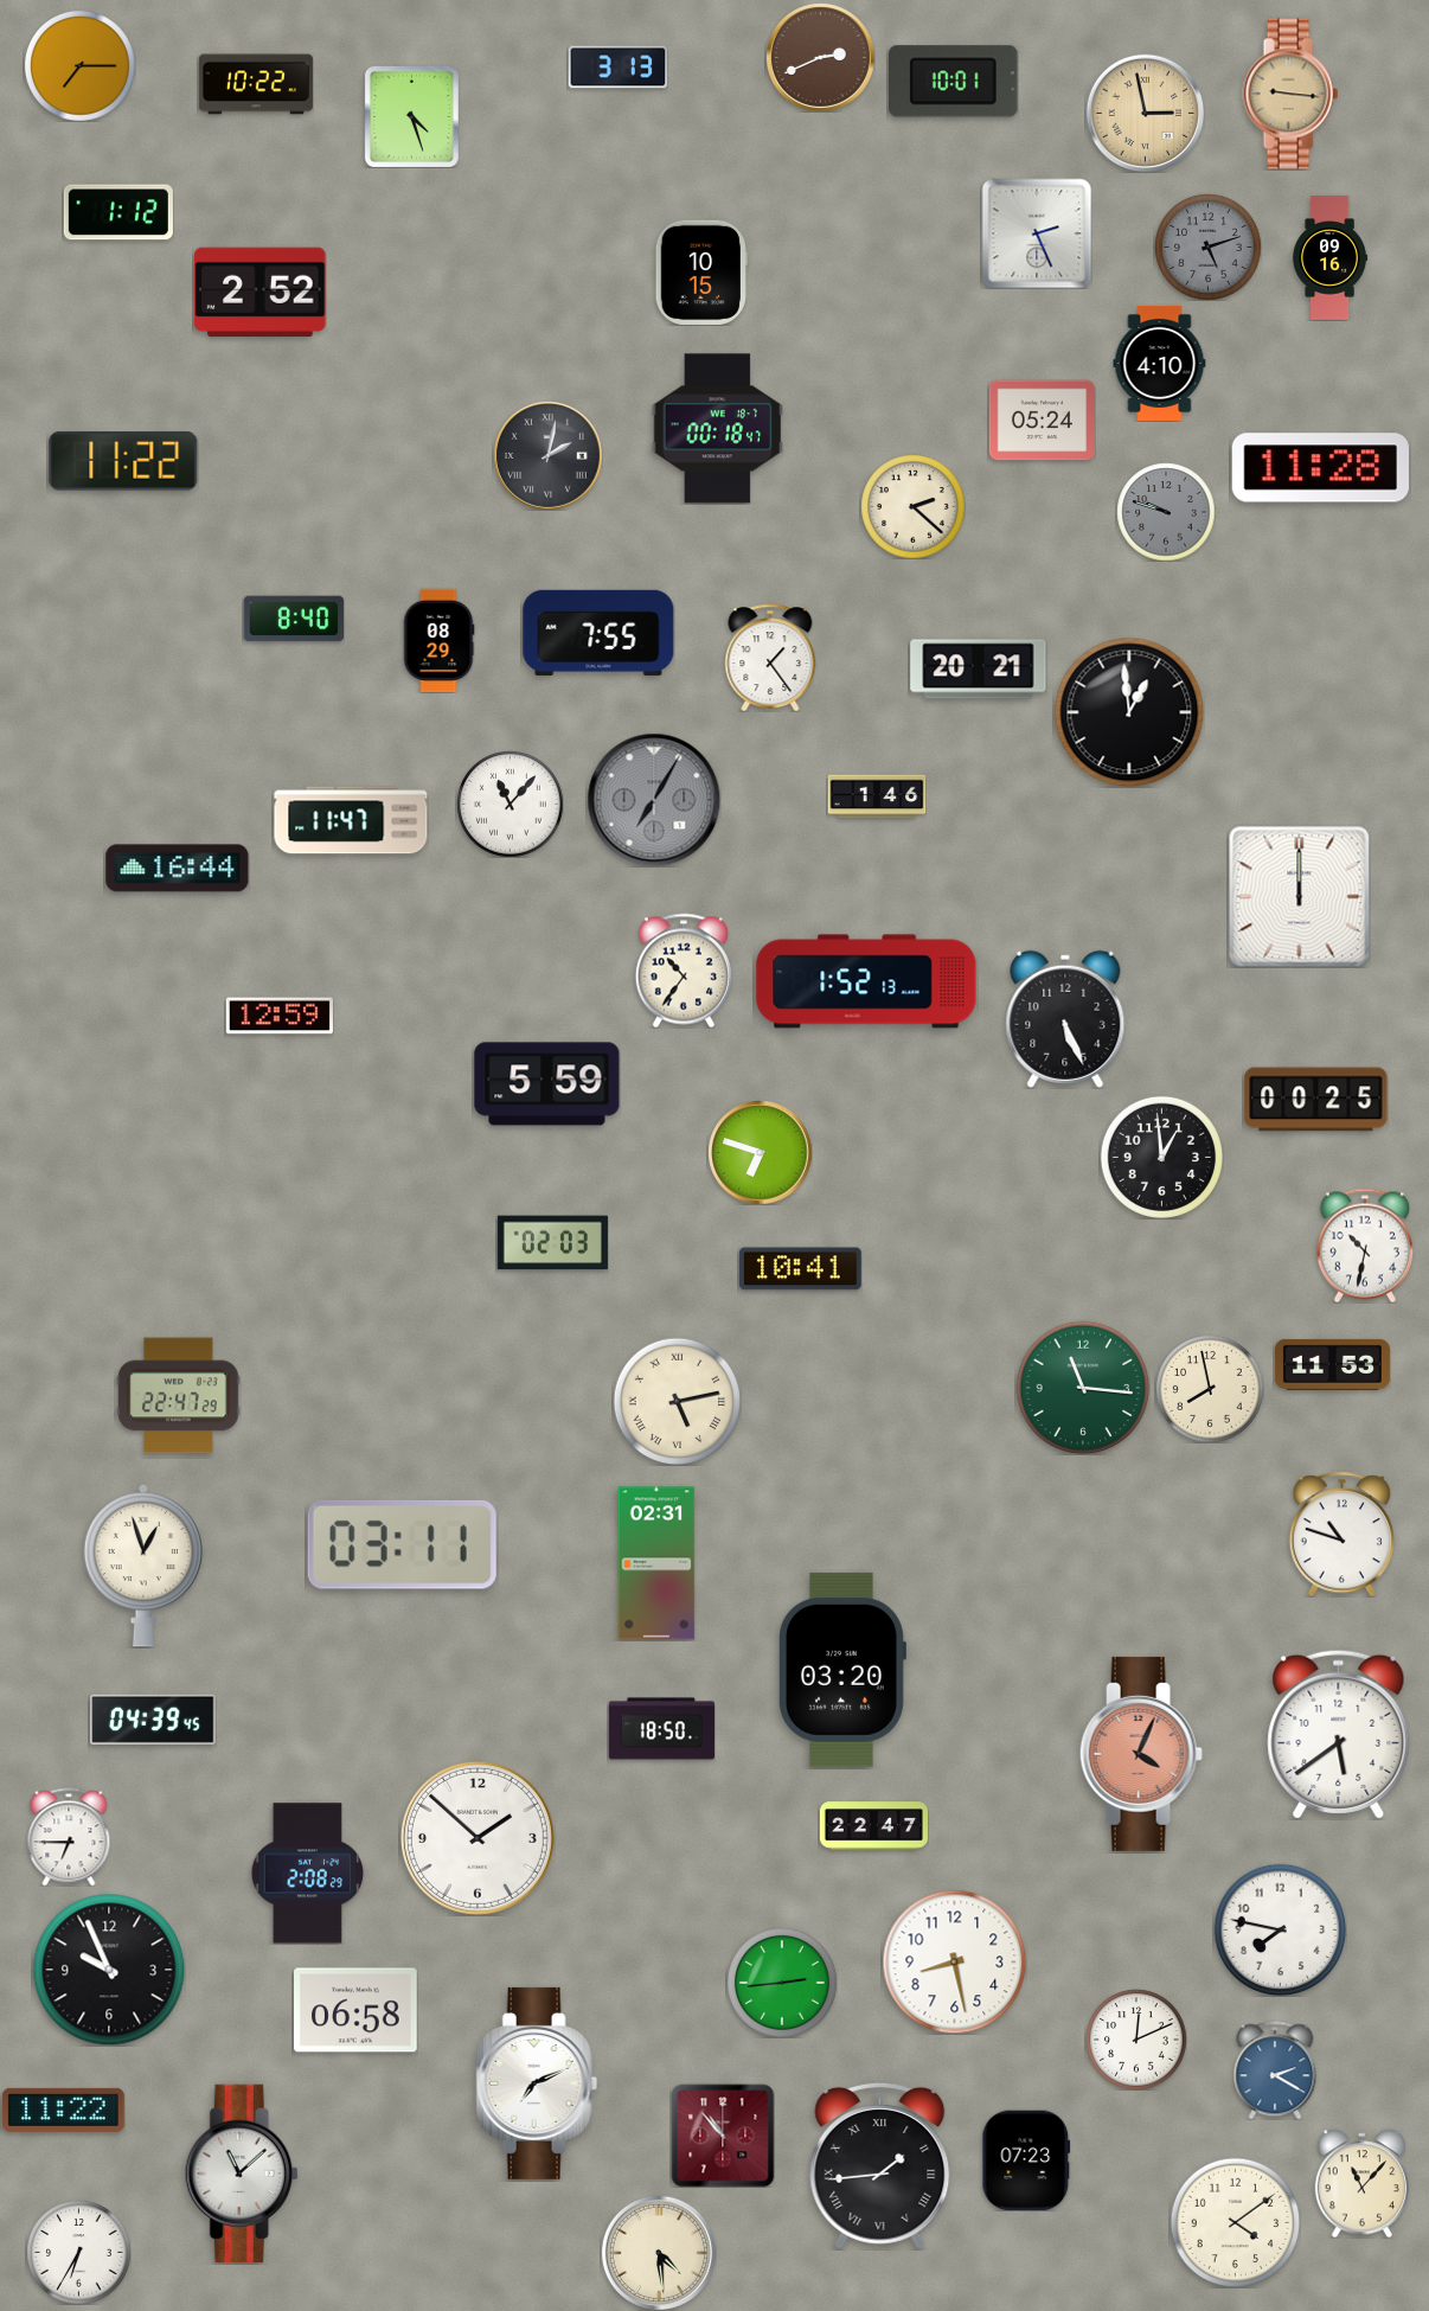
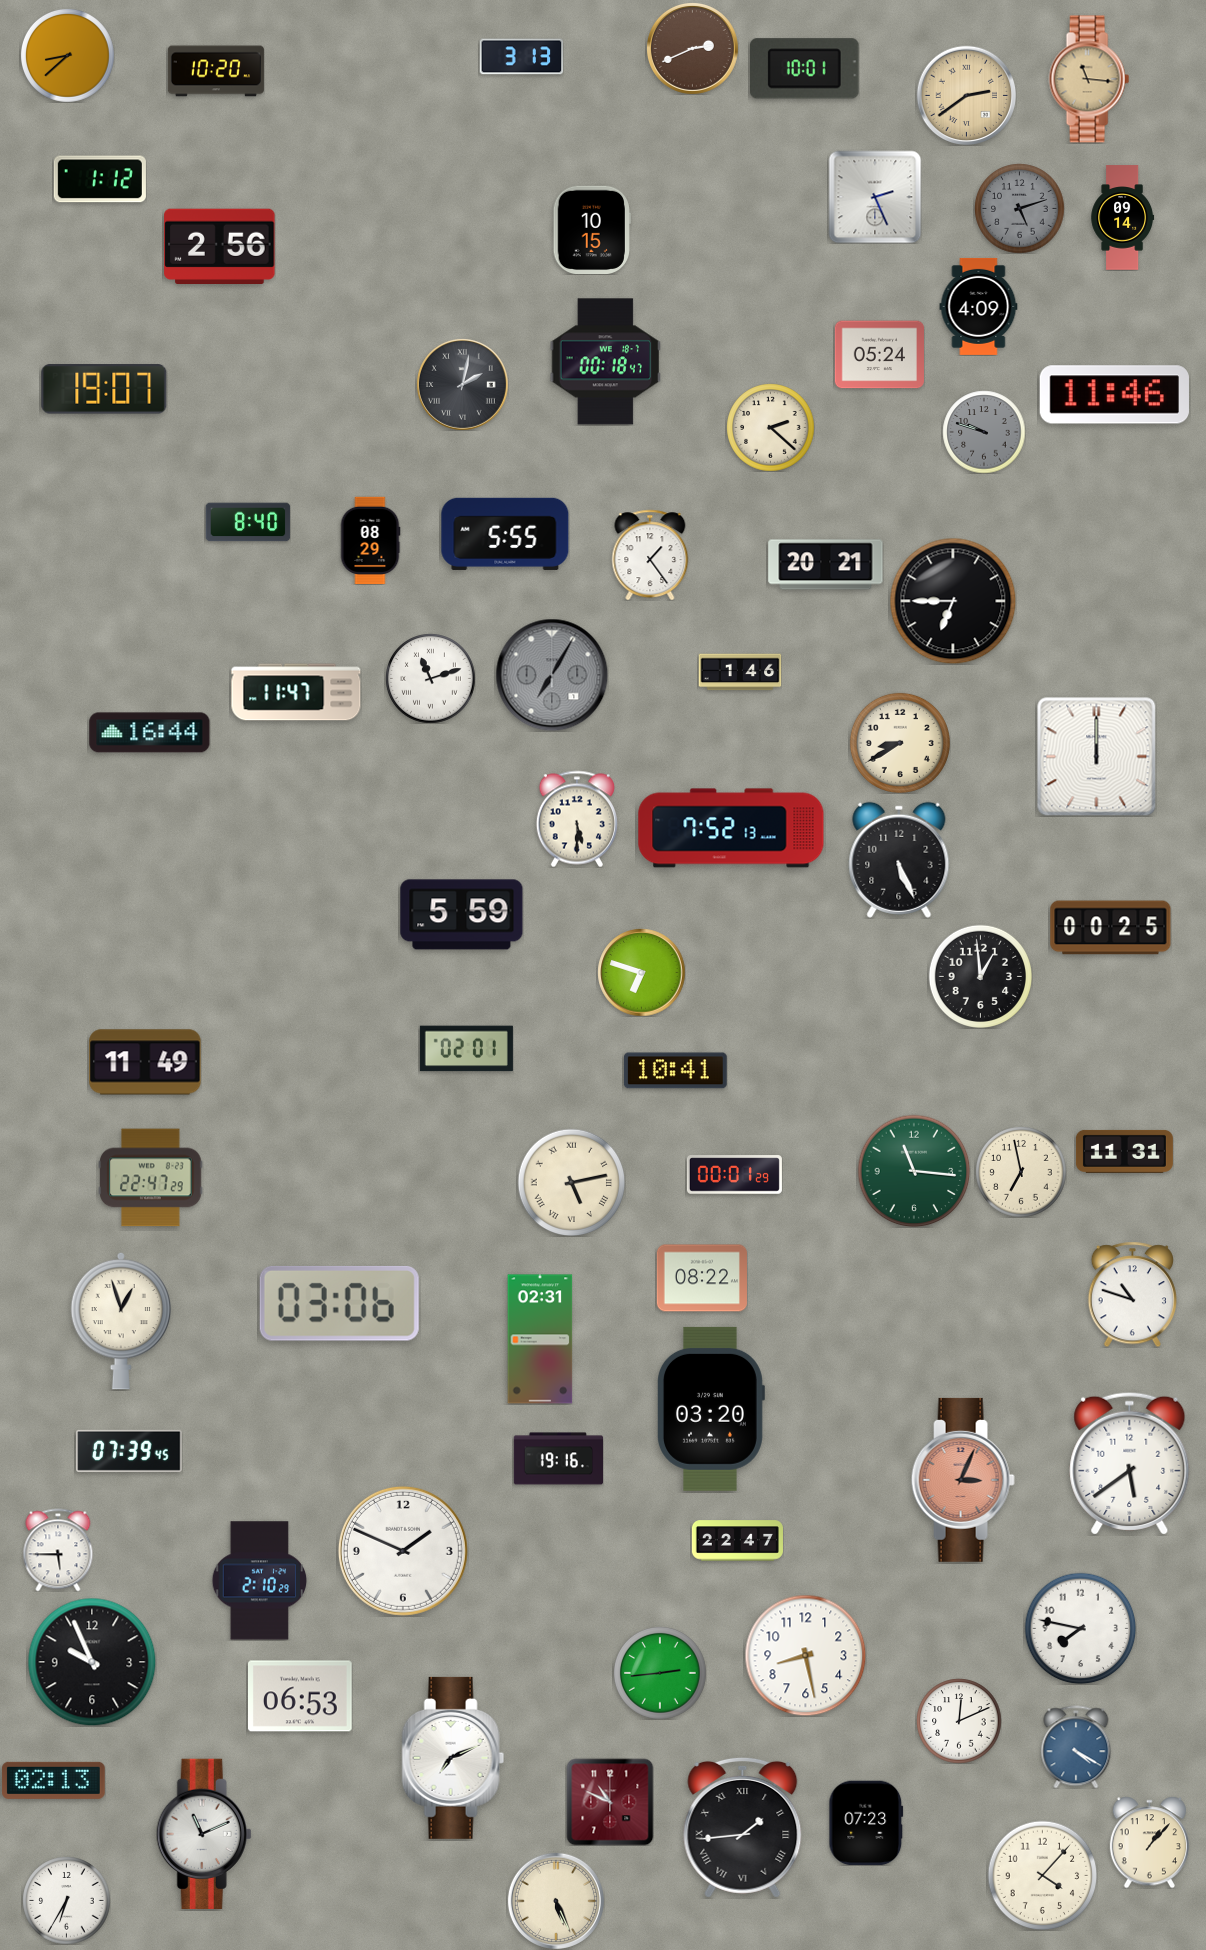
clock at (79, 65): 7:15 -> 8:38
clock at (256, 84): 10:22 -> 10:20
clock at (1290, 94): 9:16 -> 11:16
clock at (1145, 113): 2:58 -> 2:39
clock at (411, 116): 4:27 -> none
clock at (1331, 258): 09:16 -> 09:14
clock at (261, 292): 2:52 -> 2:56
clock at (1160, 363): 4:10 -> 4:09
clock at (123, 461): 11:22 -> 19:07
clock at (1320, 468): 11:28 -> 11:46
clock at (598, 633): 7:55 -> 5:55
clock at (1129, 712): 12:59 -> 6:45
clock at (510, 804): 11:07 -> 11:12
clock at (900, 743): none -> 8:40
clock at (684, 971): 10:36 -> 5:30
clock at (866, 981): 1:52 -> 7:52
clock at (280, 1016): 12:59 -> none
clock at (552, 1243): 02:03 -> 02:01
clock at (1365, 1246): 10:32 -> none
clock at (145, 1062): none -> 11:49
clock at (1332, 1364): 11:53 -> 11:31
clock at (1210, 1389): 7:58 -> 6:58
clock at (734, 1175): none -> 00:01
clock at (702, 1278): none -> 08:22
clock at (402, 1544): 03:11 -> 03:06
clock at (656, 1563) position: (656, 1563) -> (540, 1339)
clock at (153, 1720): 04:39 -> 07:39
clock at (661, 1729): 18:50 -> 19:16
clock at (1141, 1754): 4:04 -> 3:04
clock at (69, 1837): 6:45 -> 5:45
clock at (478, 1838): 1:52 -> 1:49
clock at (308, 1874): 2:08 -> 2:10
clock at (357, 2010): 06:58 -> 06:53
clock at (1275, 2070): 2:20 -> 4:20
clock at (63, 2110): 11:22 -> 02:13
clock at (723, 2136): 10:53 -> 10:49
clock at (242, 2172): 11:08 -> 11:11
clock at (1361, 2183): 11:07 -> 1:07
clock at (1235, 2222): 4:09 -> 4:07
clock at (659, 2253): 4:29 -> 5:26
